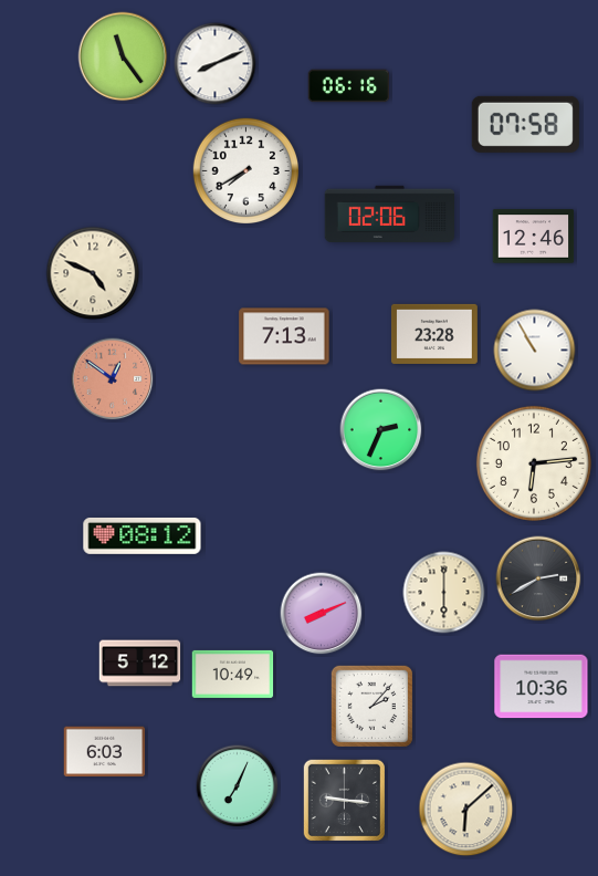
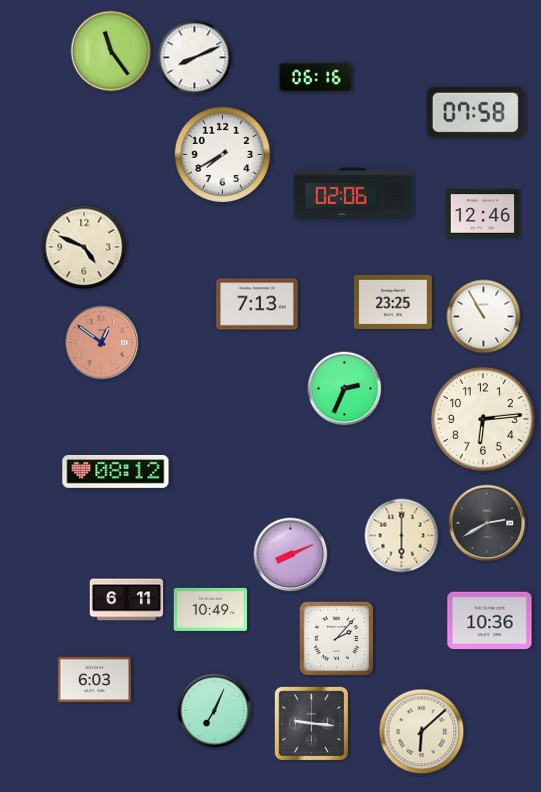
clock at (434, 334): 23:28 -> 23:25
clock at (143, 535) position: (143, 535) -> (116, 471)
clock at (140, 664): 5:12 -> 6:11
